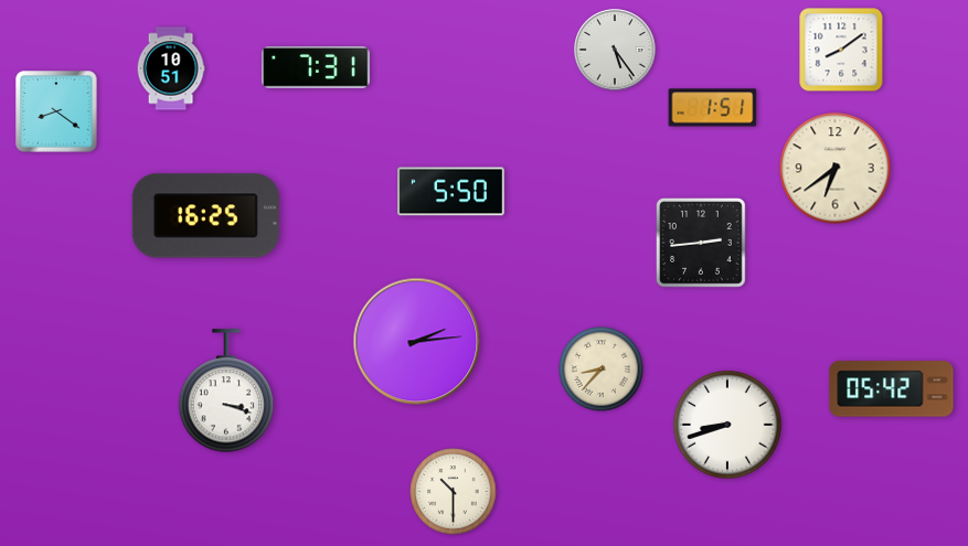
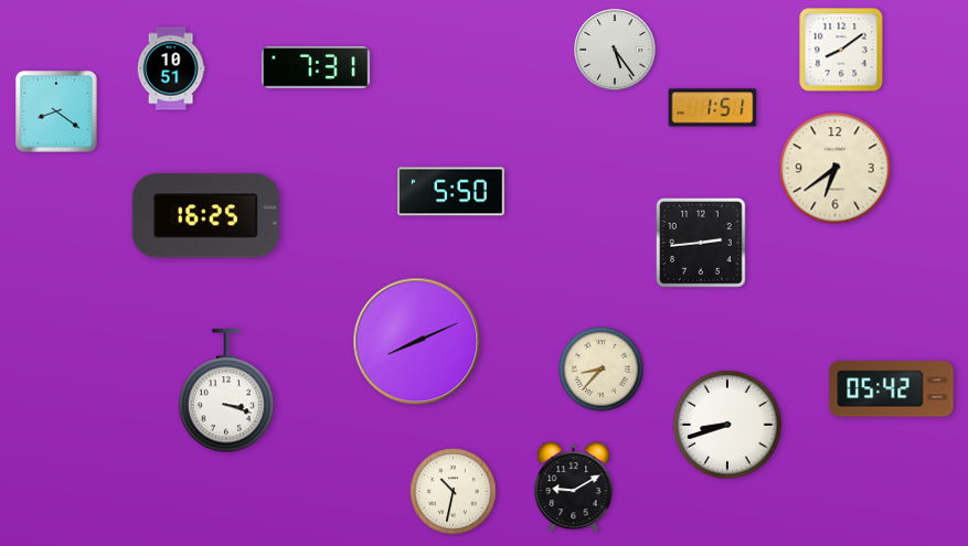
clock at (417, 342): 2:14 -> 8:11
clock at (574, 488): none -> 9:10
clock at (454, 492): 10:30 -> 10:32
